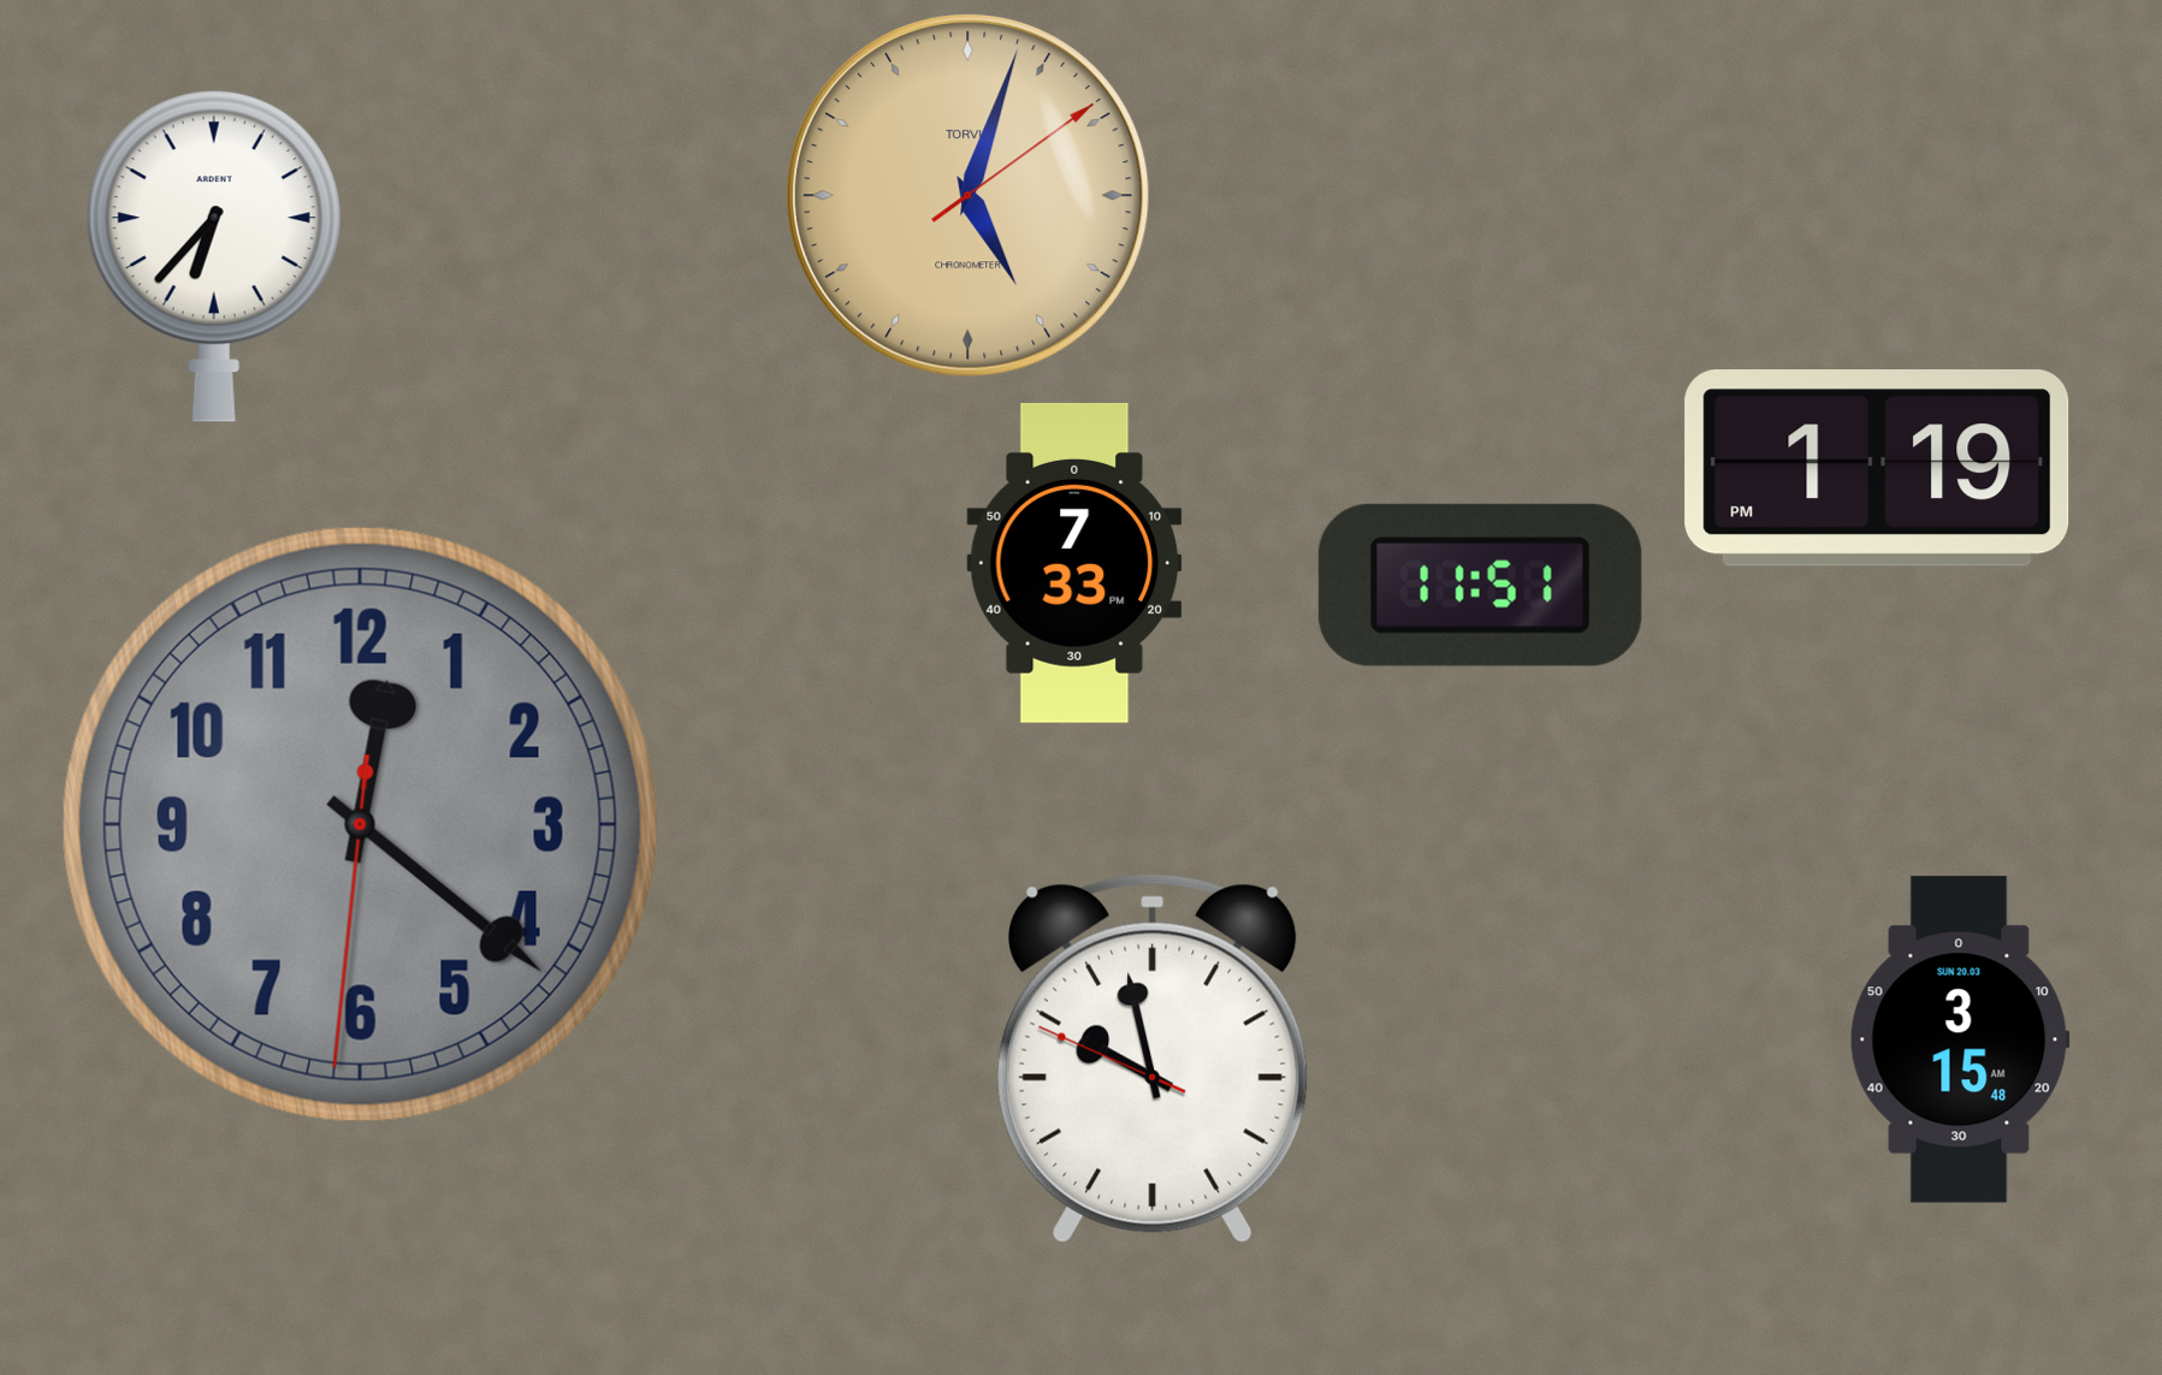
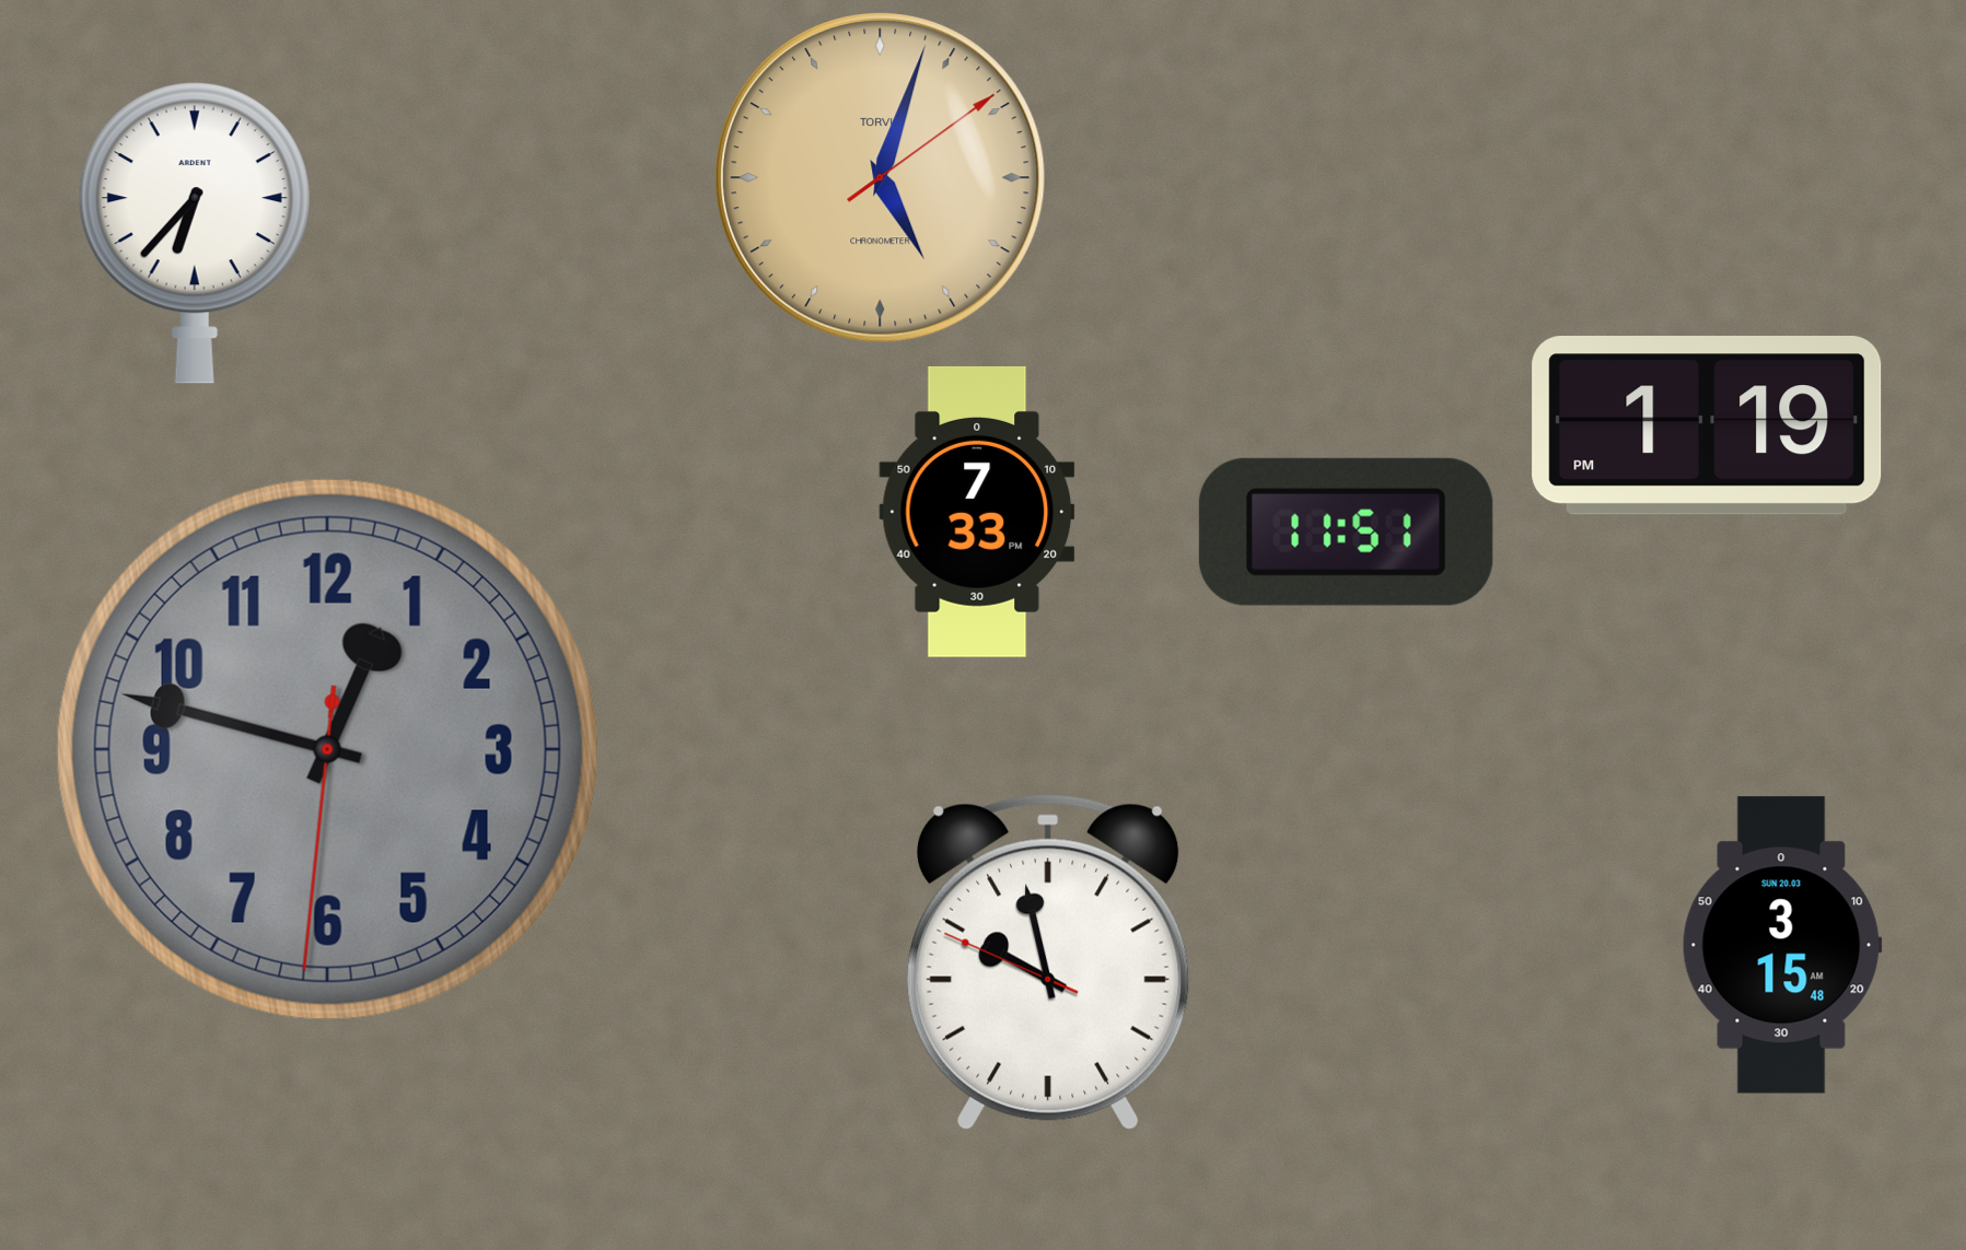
clock at (360, 824): 12:21 -> 12:47
